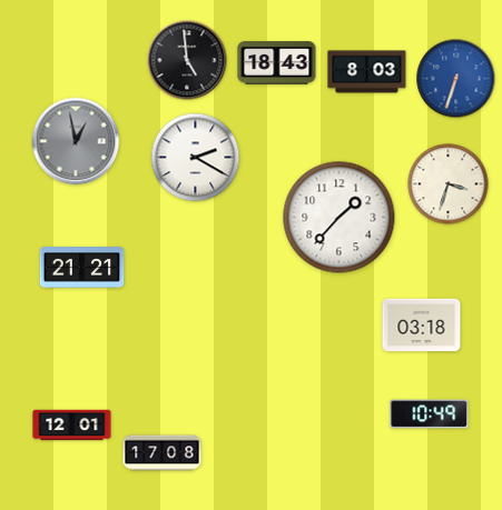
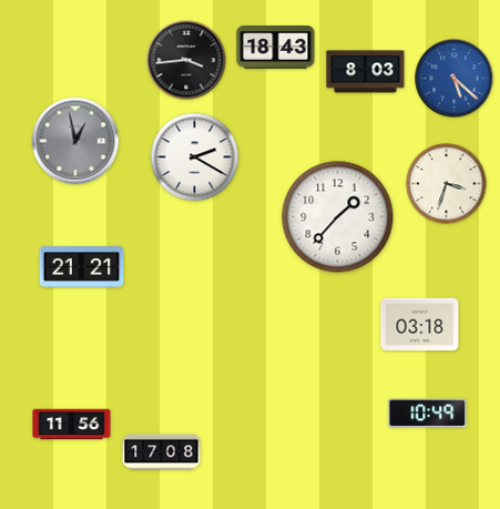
clock at (187, 60): 4:59 -> 3:44
clock at (277, 63) position: (277, 63) -> (276, 48)
clock at (456, 79): 6:33 -> 5:22
clock at (72, 426): 12:01 -> 11:56
